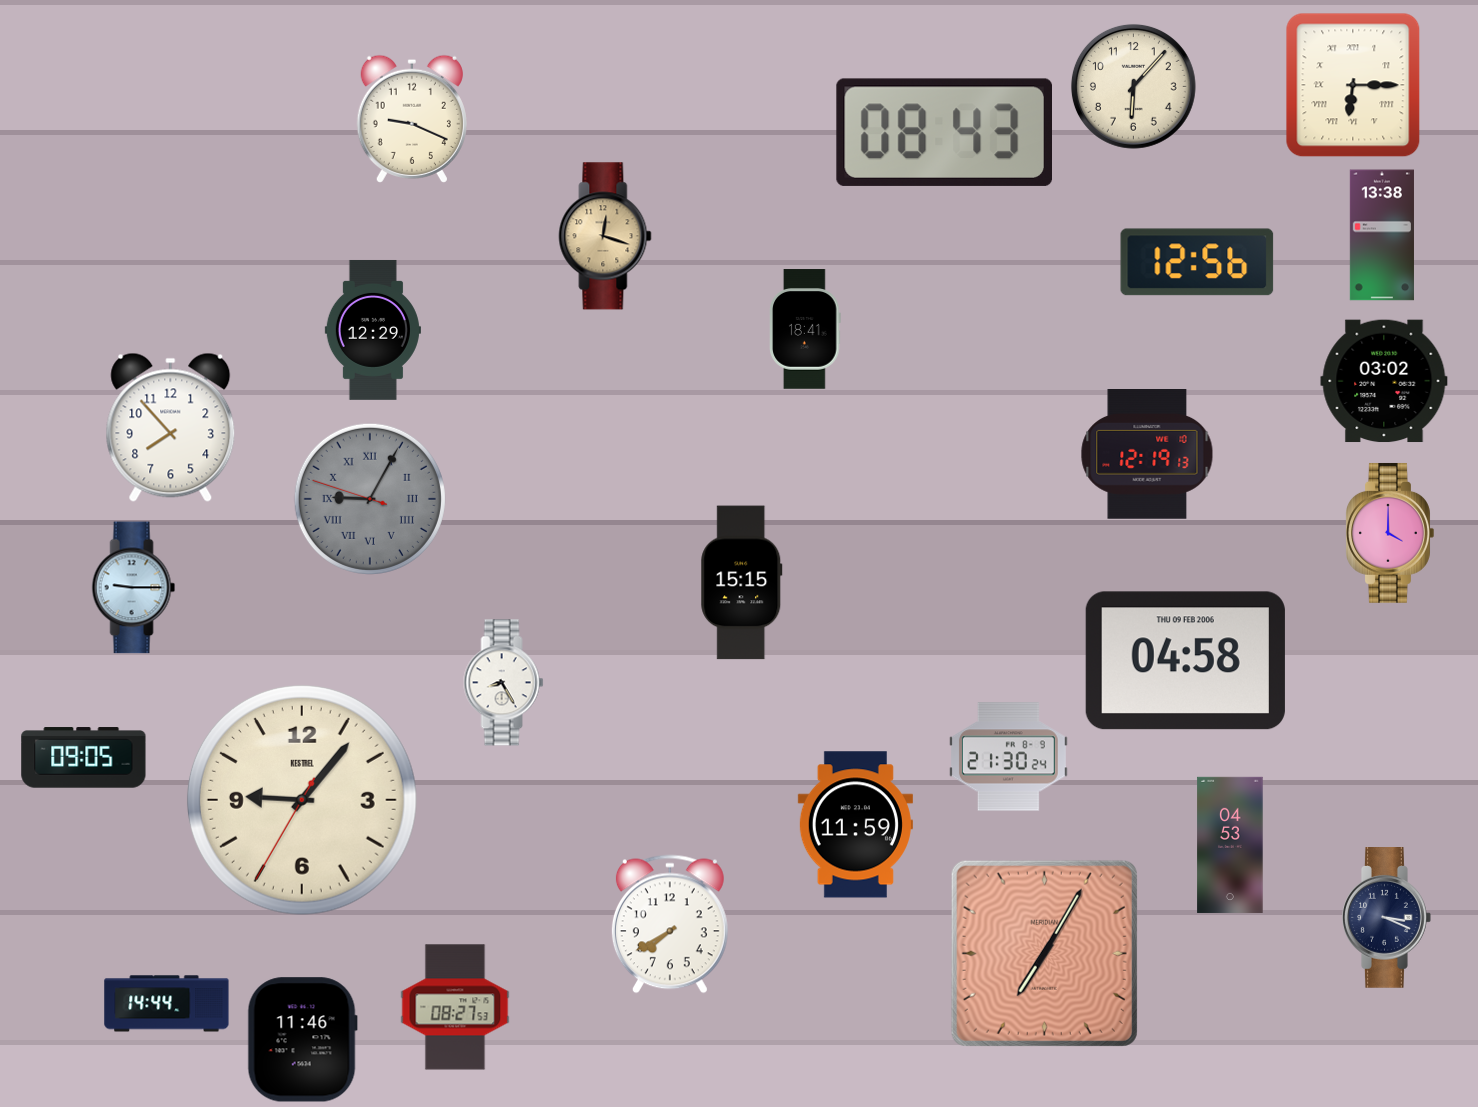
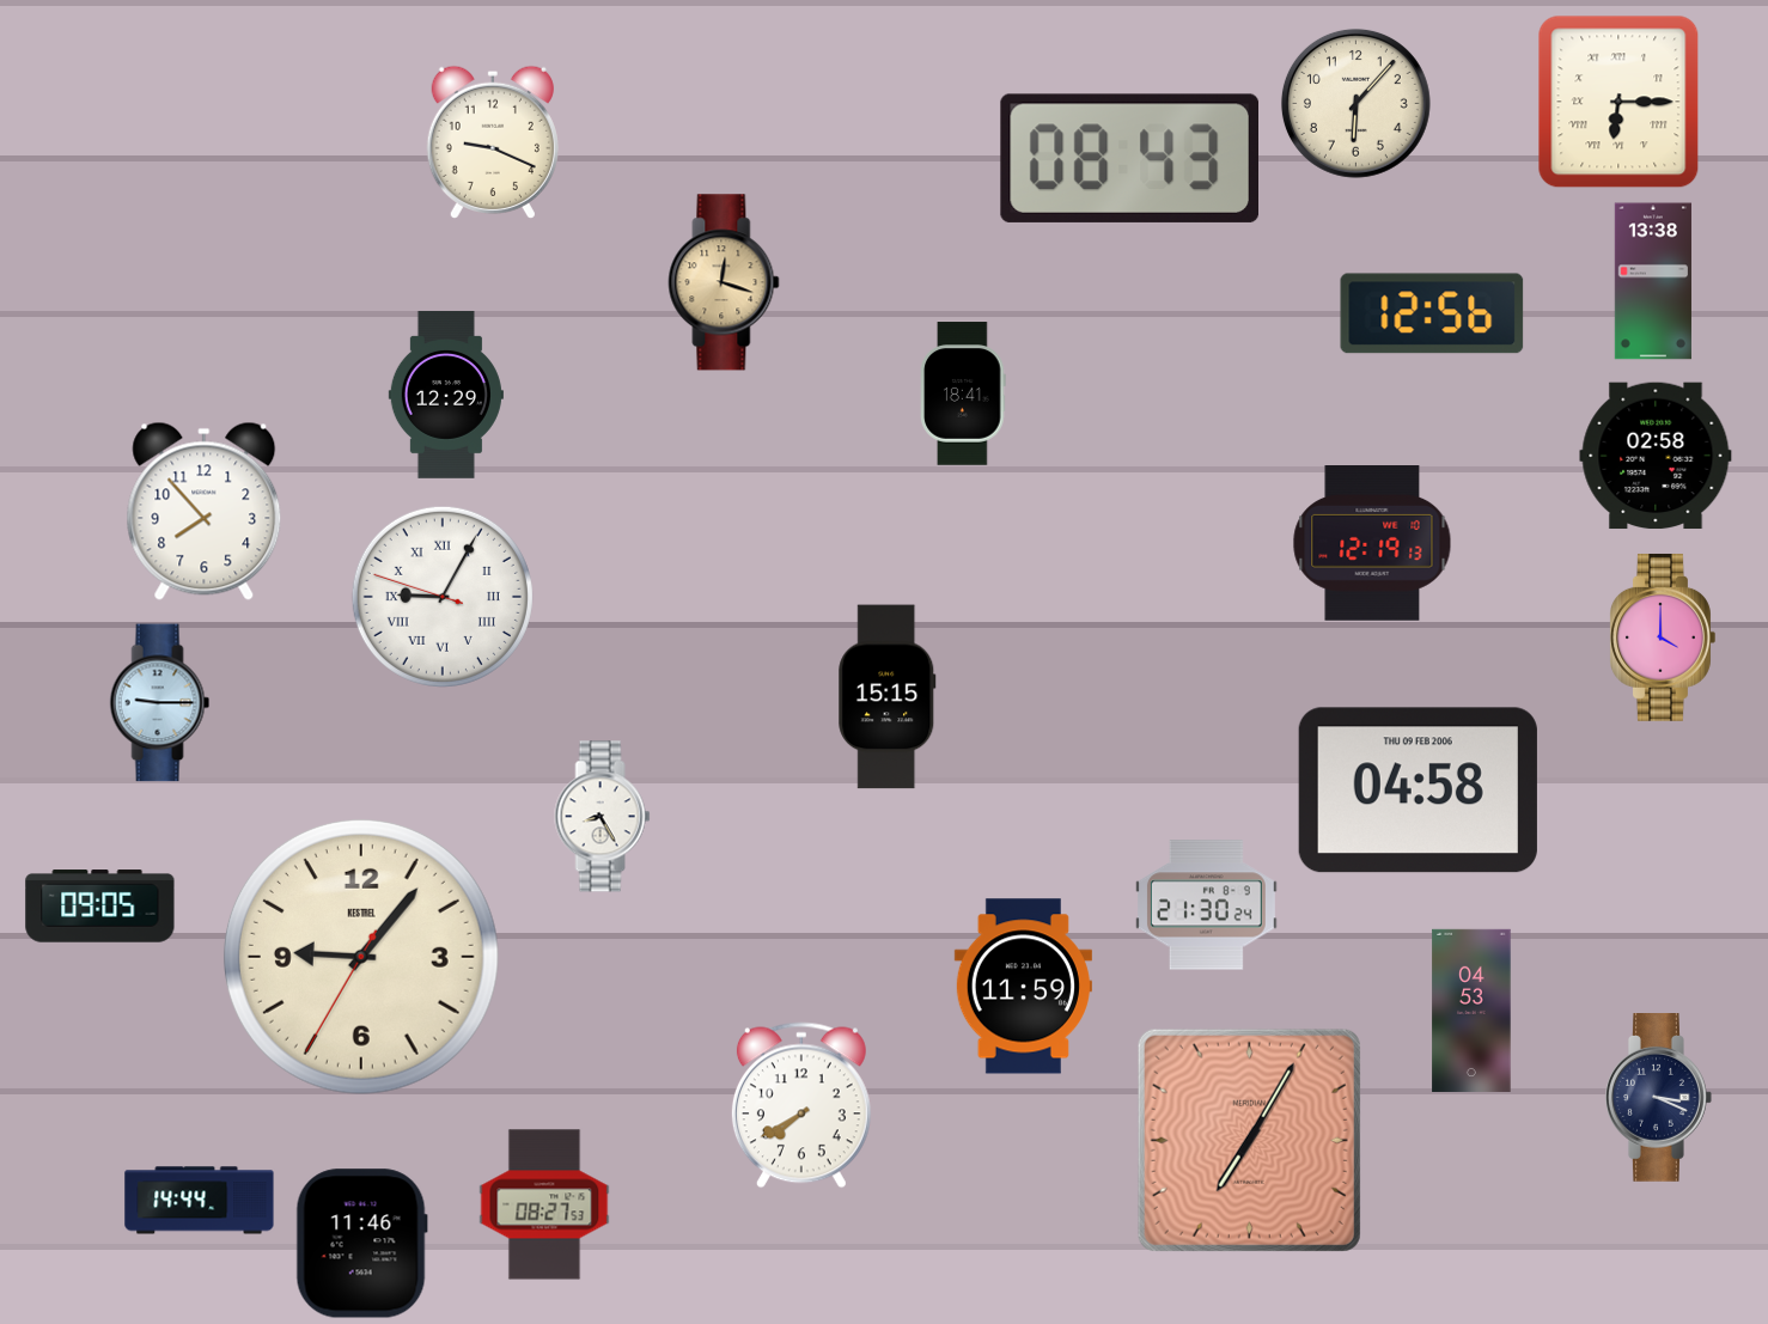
clock at (1384, 381): 03:02 -> 02:58
clock at (370, 499) dial: grey -> white
